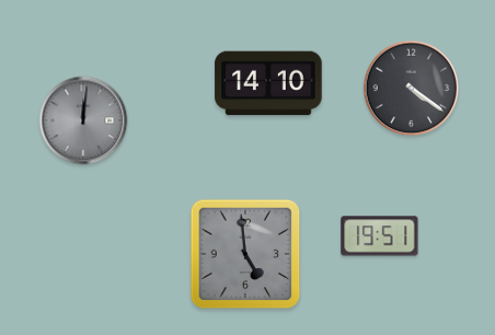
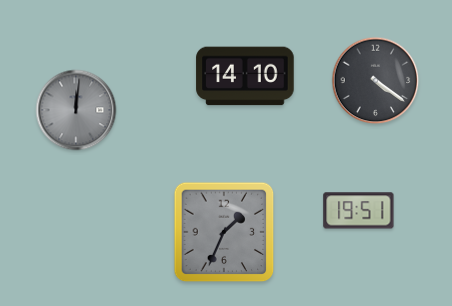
clock at (380, 236) position: (380, 236) -> (359, 211)
clock at (245, 254): 4:59 -> 1:34
